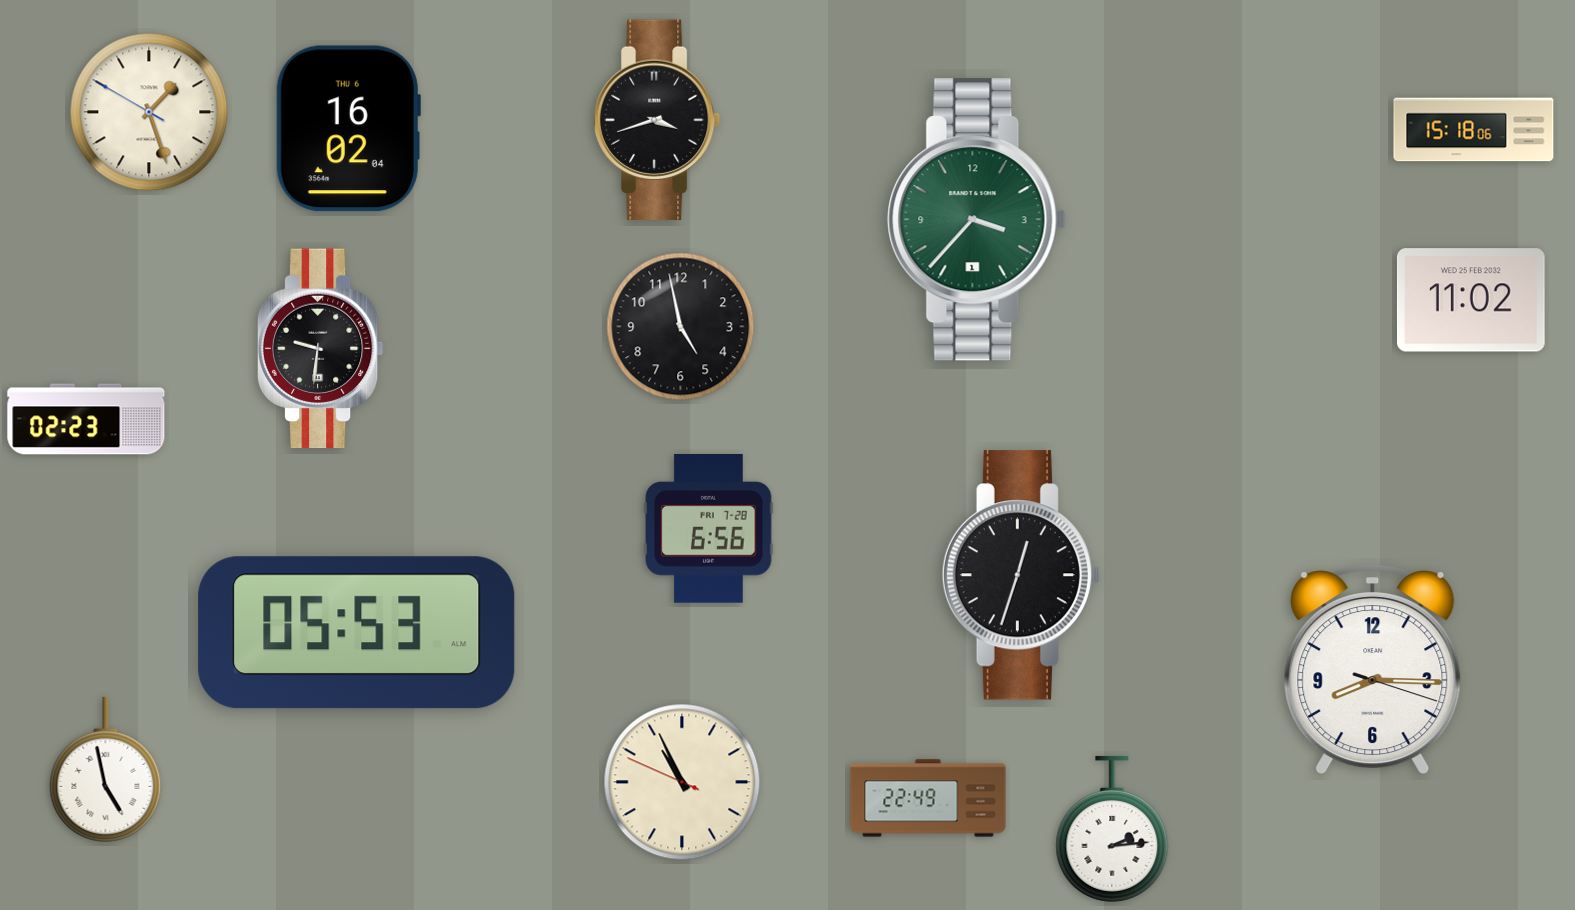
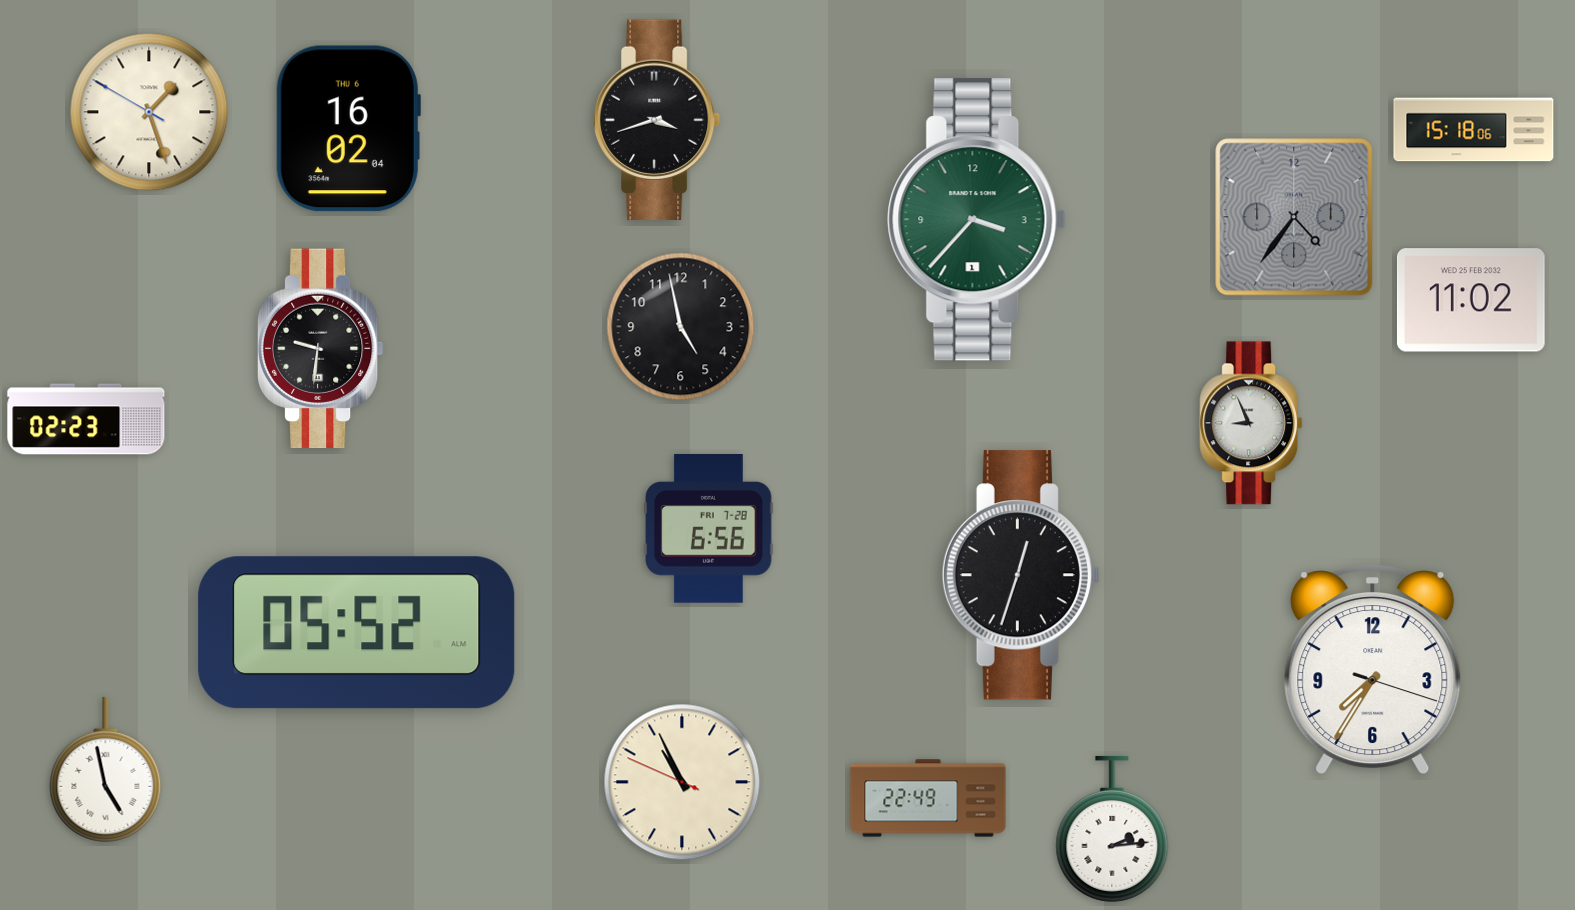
clock at (1294, 217): none -> 4:36
clock at (1251, 423): none -> 8:56
clock at (357, 633): 05:53 -> 05:52
clock at (1373, 670): 8:15 -> 7:35
